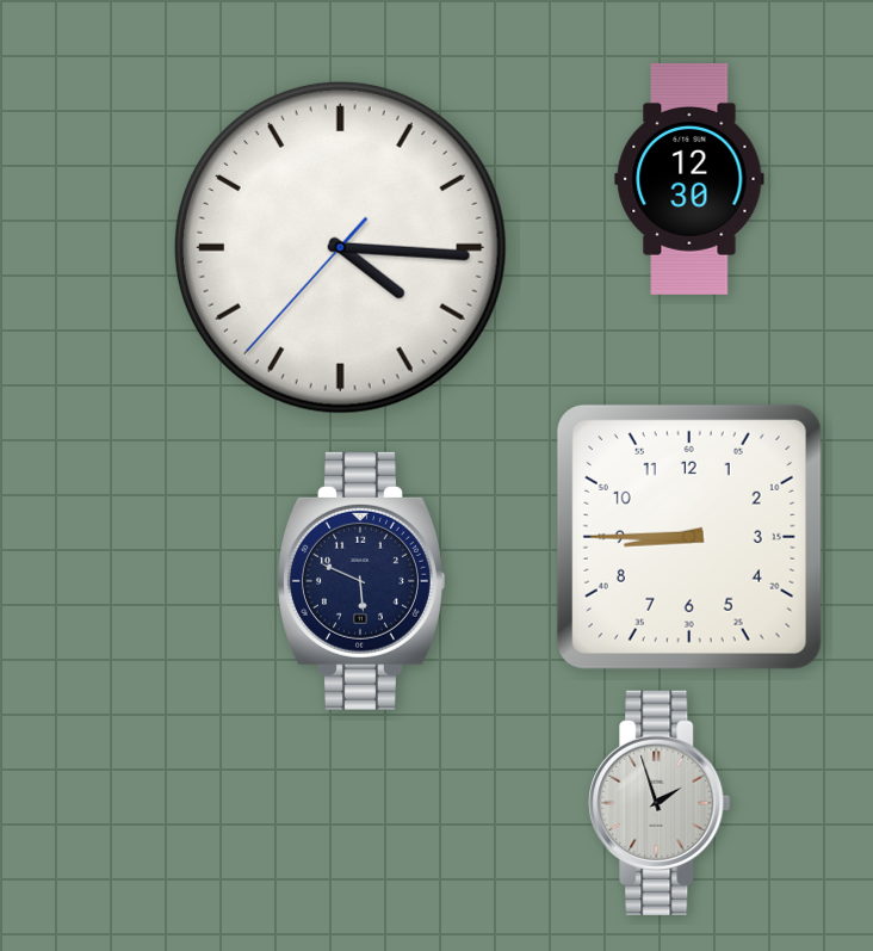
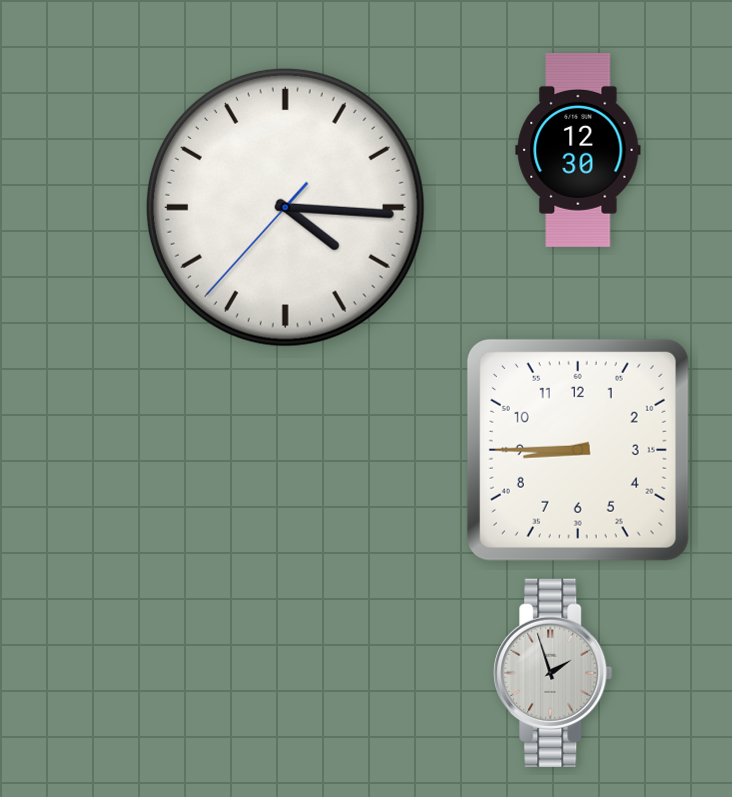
clock at (361, 581): 5:49 -> none
